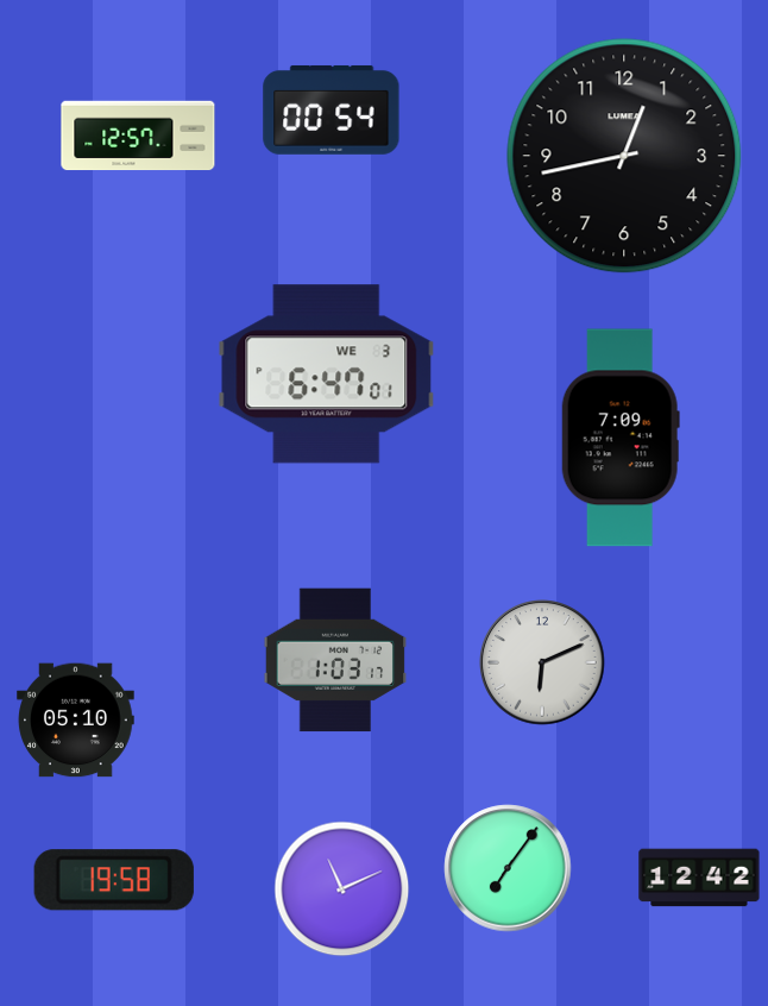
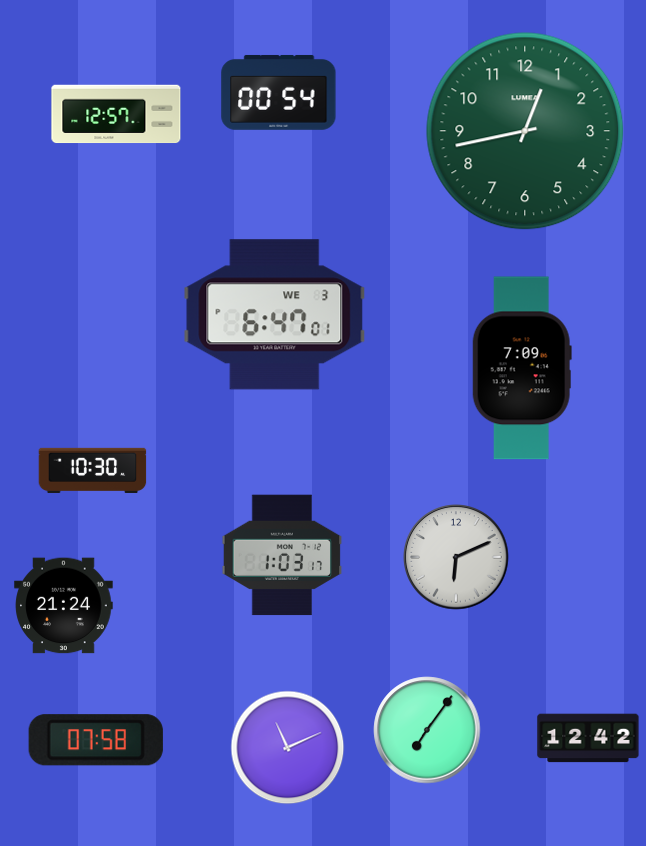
clock at (624, 156) dial: black -> green
clock at (93, 470): none -> 10:30
clock at (76, 721): 05:10 -> 21:24
clock at (114, 880): 19:58 -> 07:58
